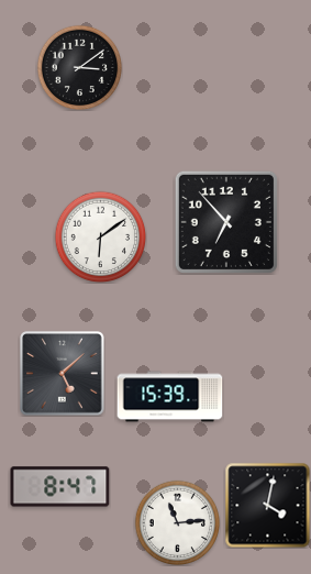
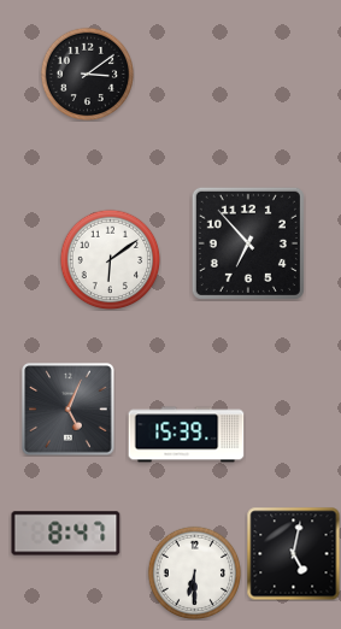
clock at (63, 374): 5:08 -> 5:04
clock at (267, 505): 4:02 -> 5:02
clock at (177, 522): 11:14 -> 6:30
